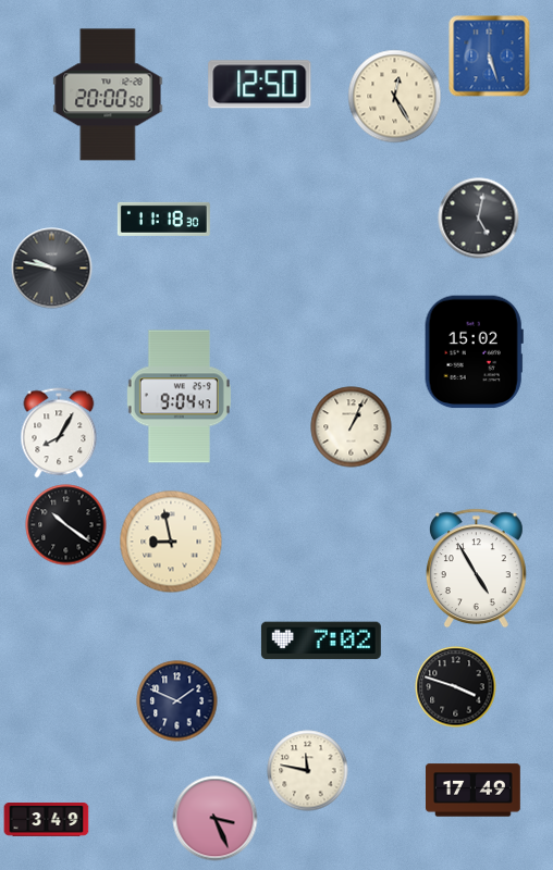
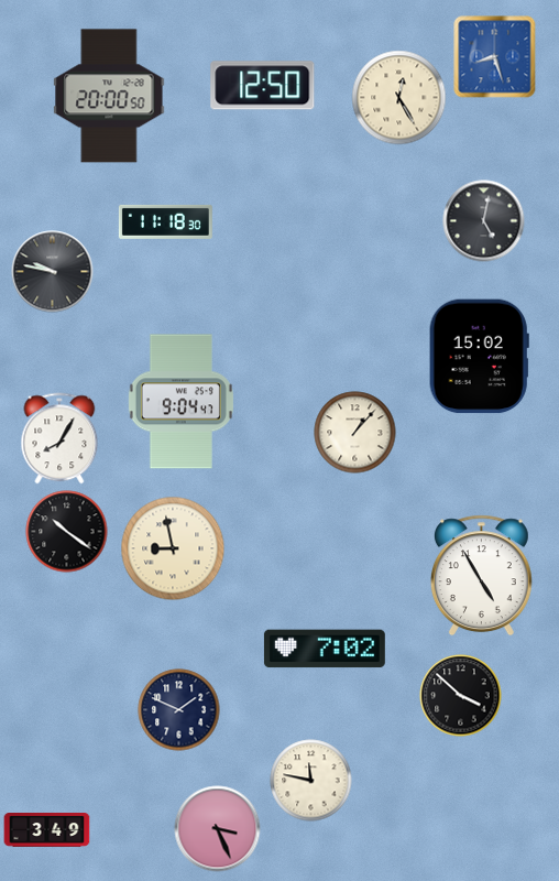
clock at (490, 57): 5:27 -> 8:27
clock at (352, 427): 1:04 -> 1:07
clock at (456, 687): 3:48 -> 3:52
clock at (474, 791): 17:49 -> none
